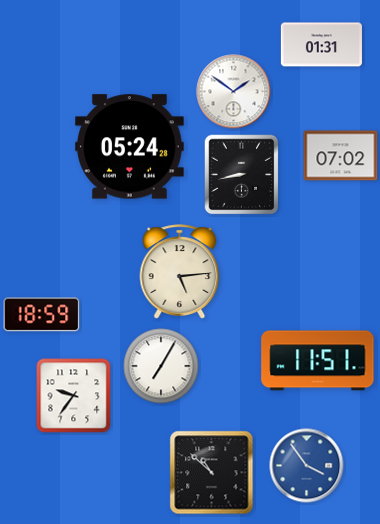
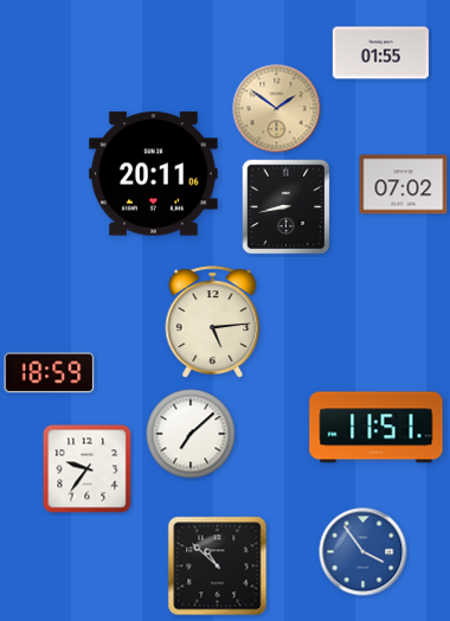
clock at (321, 45): 01:31 -> 01:55
clock at (234, 92) dial: white -> champagne
clock at (130, 147): 05:24 -> 20:11
clock at (161, 366): 7:05 -> 7:08
clock at (212, 473) position: (212, 473) -> (218, 566)
